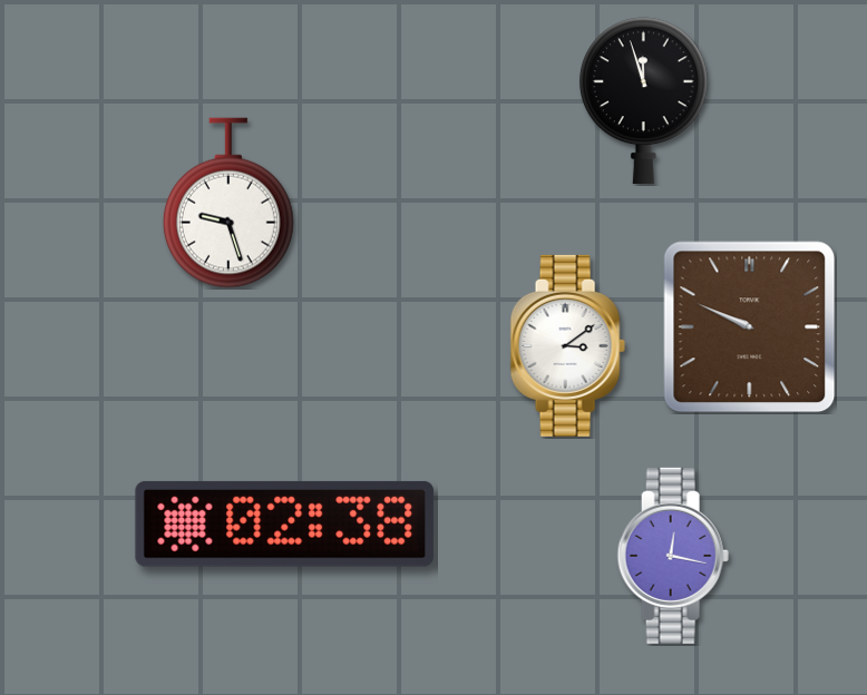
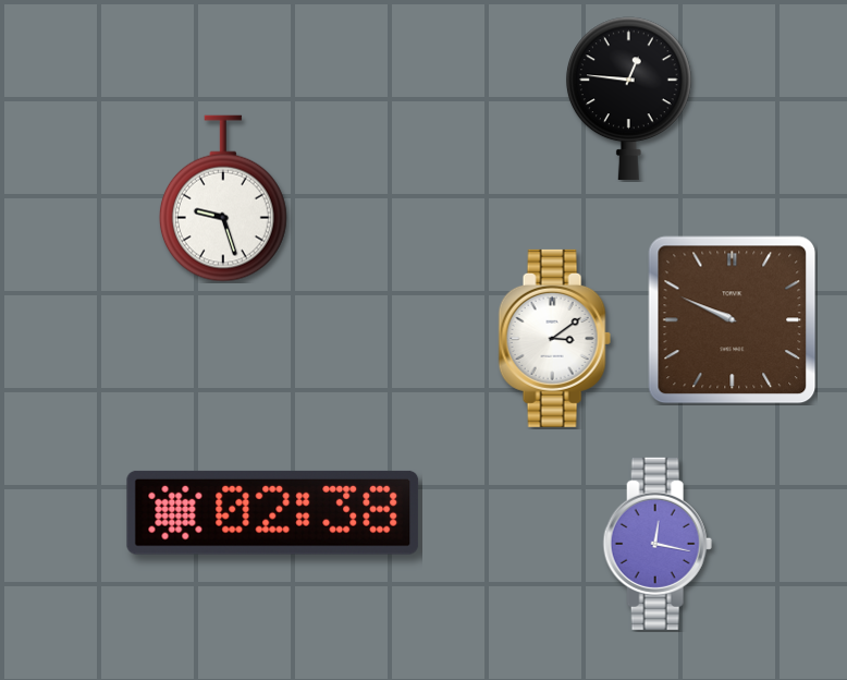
clock at (643, 101): 11:57 -> 12:46
clock at (285, 523) position: (285, 523) -> (273, 512)
